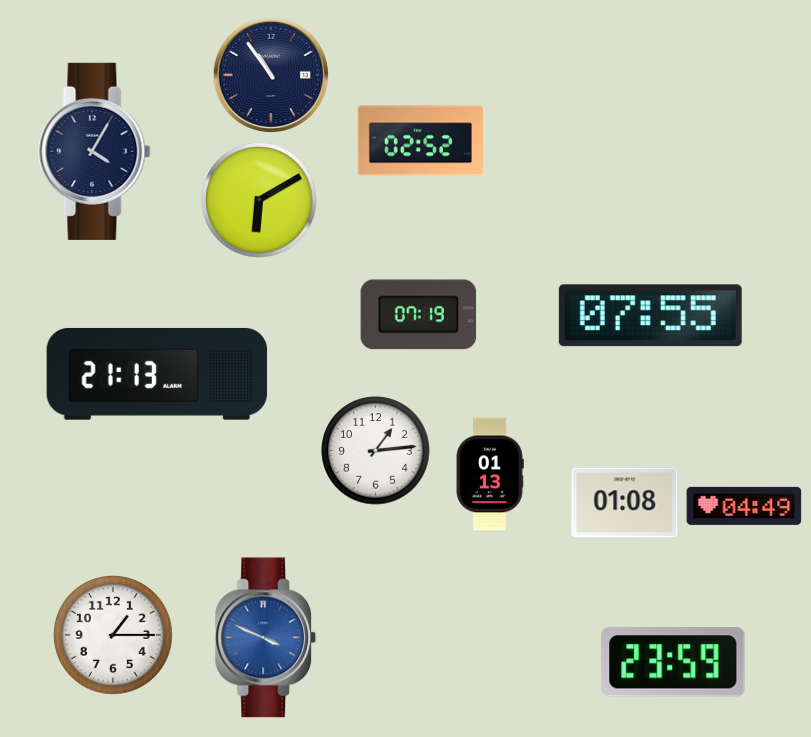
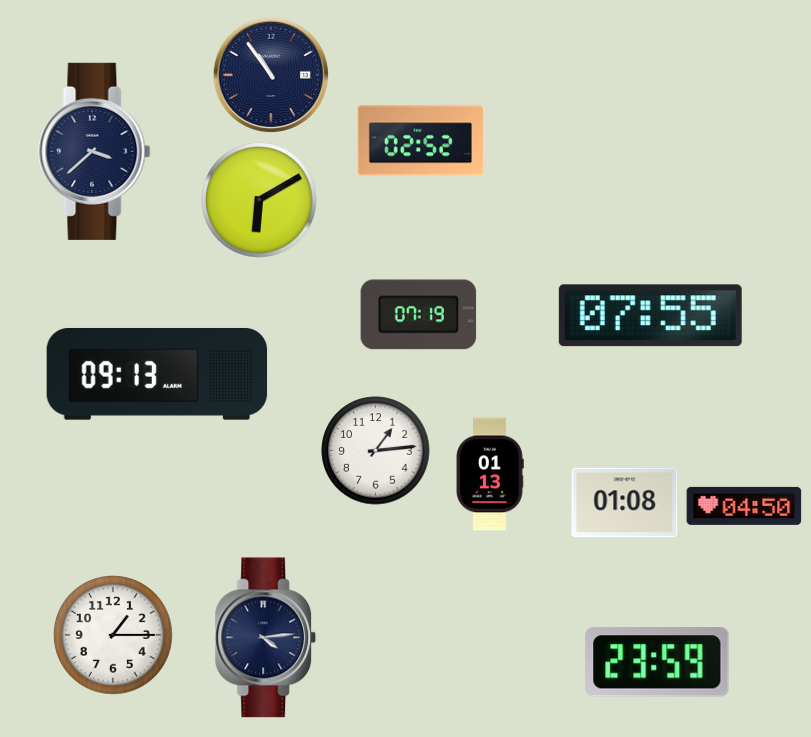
clock at (95, 151): 4:05 -> 3:38
clock at (157, 374): 21:13 -> 09:13
clock at (744, 506): 04:49 -> 04:50
clock at (266, 638): 3:49 -> 4:14
clock at (266, 638) dial: blue -> navy
clock at (673, 662) position: (673, 662) -> (657, 662)
